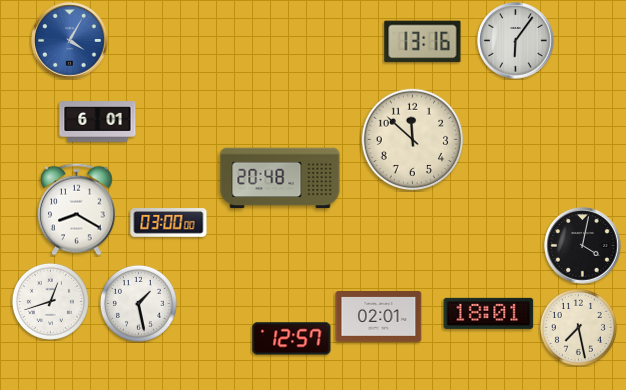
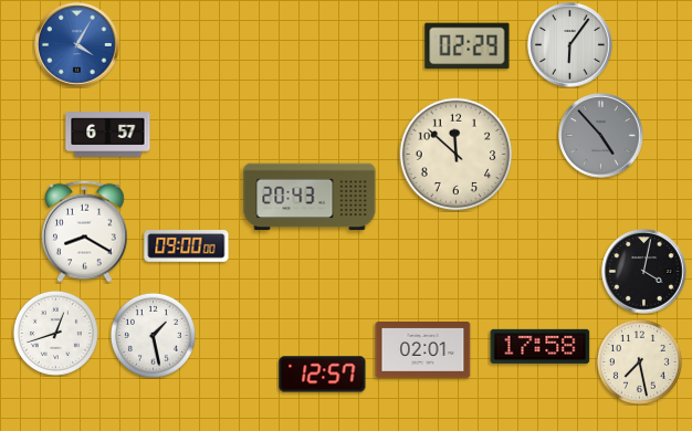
clock at (423, 42): 13:16 -> 02:29
clock at (98, 122): 6:01 -> 6:57
clock at (601, 136): none -> 4:53
clock at (280, 178): 20:48 -> 20:43
clock at (169, 223): 03:00 -> 09:00
clock at (489, 313): 18:01 -> 17:58
clock at (379, 317) position: (379, 317) -> (423, 350)
